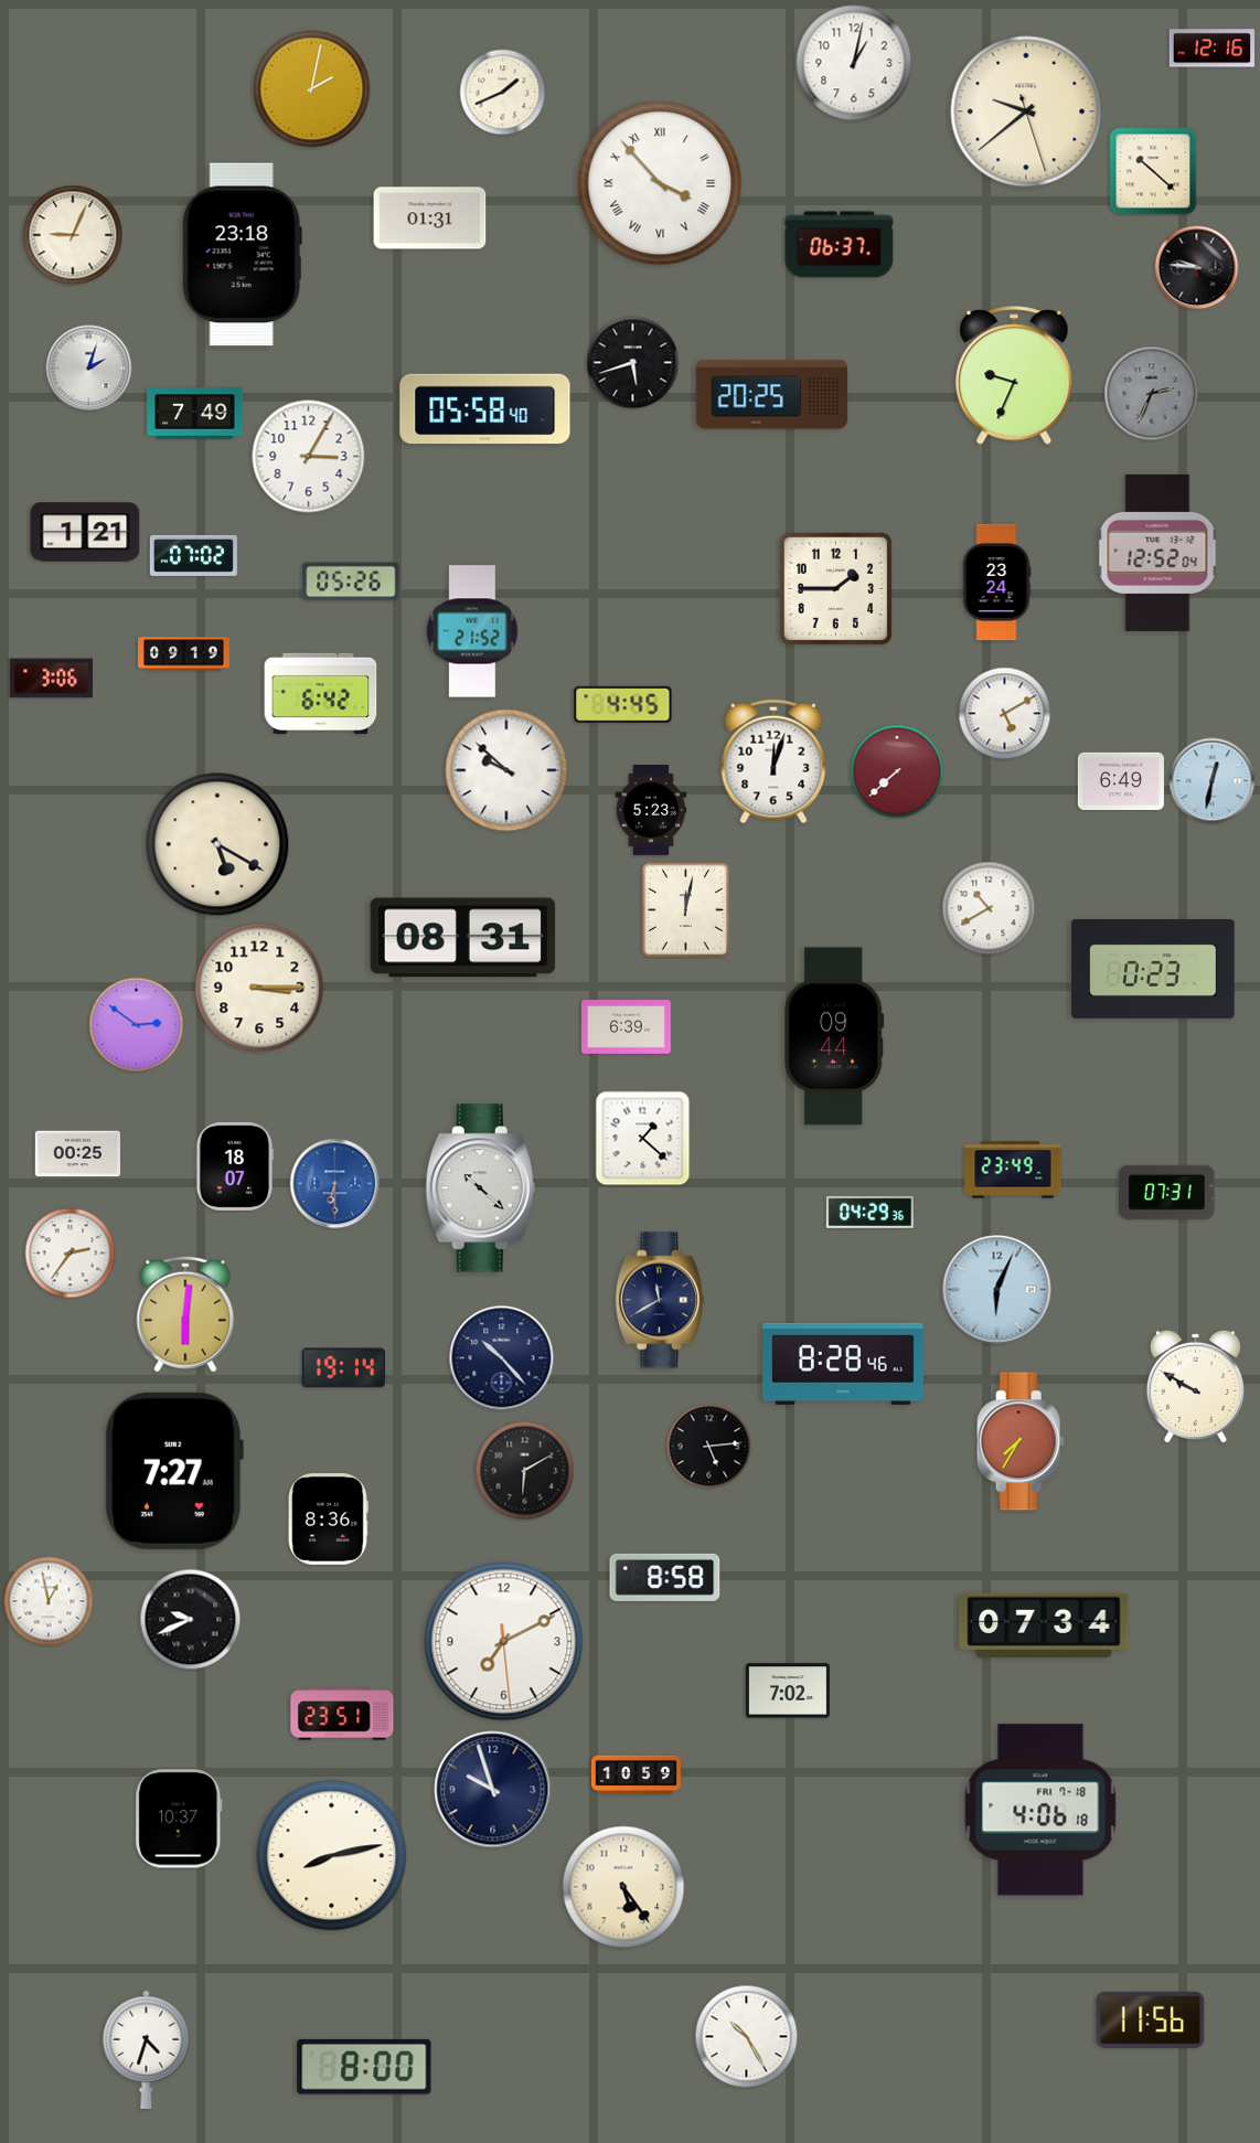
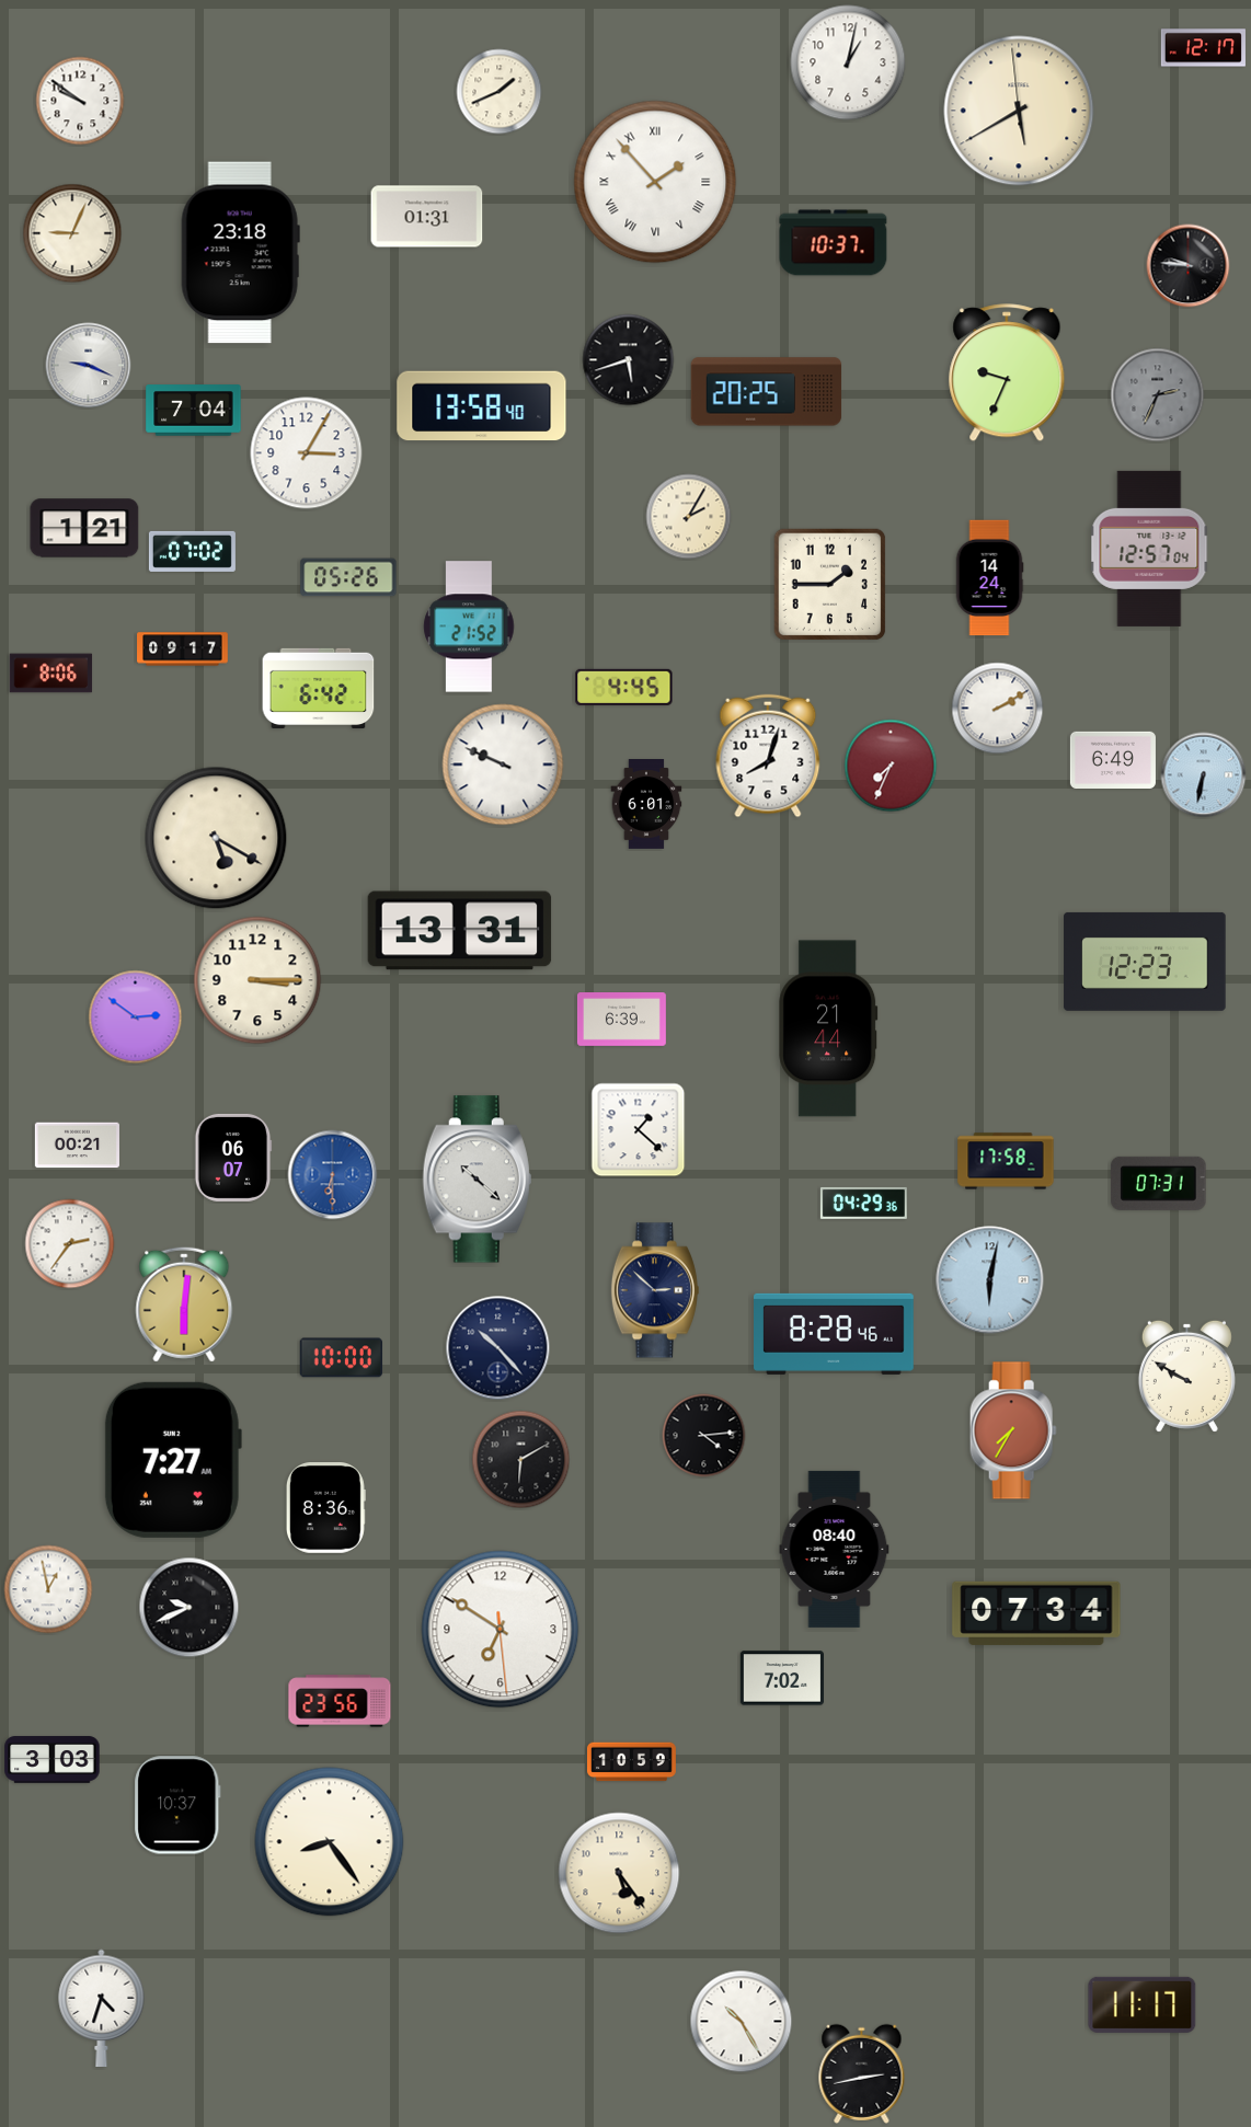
clock at (1211, 49): 12:16 -> 12:17
clock at (312, 89): 2:02 -> none
clock at (80, 101): none -> 9:51
clock at (1026, 111): 9:38 -> 5:39
clock at (1153, 171): 10:22 -> none
clock at (660, 183): 3:53 -> 1:53
clock at (840, 245): 06:37 -> 10:37
clock at (89, 369): 2:03 -> 9:19
clock at (1152, 394) position: (1152, 394) -> (1158, 395)
clock at (485, 409): 05:58 -> 13:58
clock at (195, 414): 7:49 -> 7:04
clock at (689, 517): none -> 2:05
clock at (1157, 553): 12:52 -> 12:57
clock at (996, 583): 23:24 -> 14:24
clock at (184, 654): 09:19 -> 09:17
clock at (52, 679): 3:06 -> 8:06
clock at (623, 704) position: (623, 704) -> (624, 687)
clock at (1005, 714): 5:10 -> 2:10
clock at (773, 761): 12:03 -> 8:03
clock at (506, 770): 9:52 -> 9:49
clock at (897, 771): 7:38 -> 7:34
clock at (1121, 780) position: (1121, 780) -> (1113, 759)
clock at (1213, 781): 12:32 -> 6:32
clock at (651, 810): 5:23 -> 6:01
clock at (989, 908): 10:40 -> none
clock at (685, 909): 12:02 -> none
clock at (463, 938): 08:31 -> 13:31
clock at (1153, 969): 0:23 -> 12:23
clock at (834, 1036): 09:44 -> 21:44
clock at (77, 1154): 00:25 -> 00:21
clock at (235, 1166): 18:07 -> 06:07
clock at (1013, 1170): 23:49 -> 17:58
clock at (997, 1290): 6:04 -> 6:02
clock at (660, 1300): 11:40 -> 2:52
clock at (844, 1364) position: (844, 1364) -> (835, 1334)
clock at (343, 1368): 19:14 -> 10:00
clock at (709, 1447): 5:14 -> 4:14
clock at (835, 1549): none -> 08:40
clock at (665, 1577): 8:58 -> none
clock at (504, 1642): 7:10 -> 6:50
clock at (342, 1714): 23:51 -> 23:56
clock at (53, 1760): none -> 3:03
clock at (493, 1790): 9:57 -> none
clock at (1040, 1810): 4:06 -> none
clock at (332, 1856): 8:13 -> 8:24
clock at (1151, 2019): 11:56 -> 11:17
clock at (147, 2049) position: (147, 2049) -> (102, 2008)
clock at (364, 2067): 8:00 -> none
clock at (862, 2073): none -> 2:43
